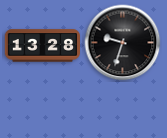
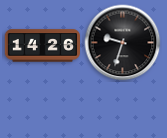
clock at (42, 46): 13:28 -> 14:26
